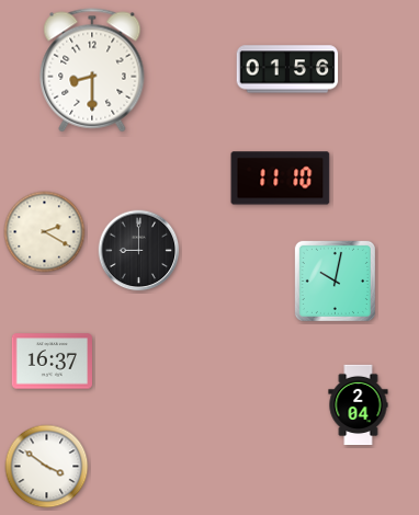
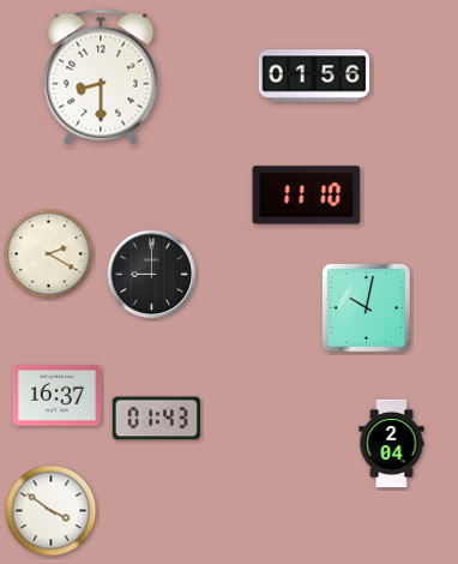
clock at (156, 419): none -> 01:43
